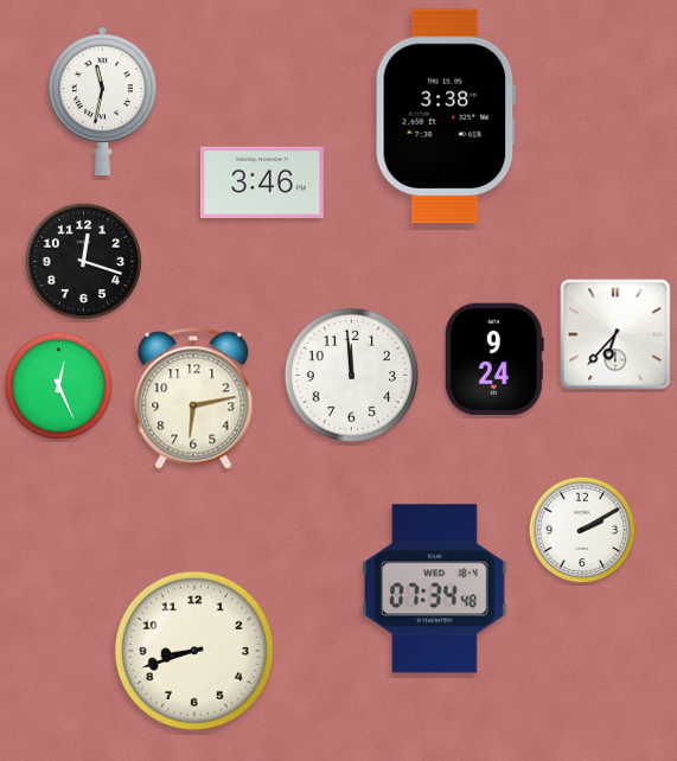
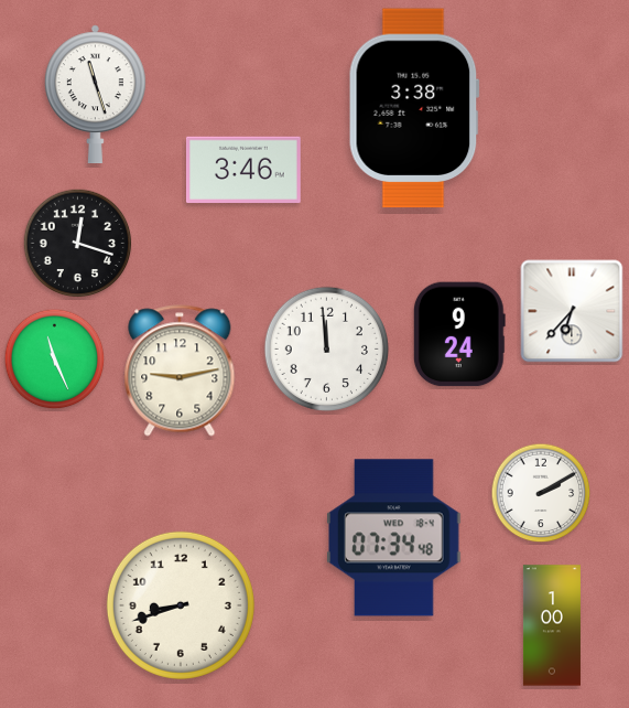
clock at (102, 102): 11:32 -> 11:27
clock at (59, 386): 12:26 -> 11:26
clock at (193, 398): 6:13 -> 9:13
clock at (435, 589) position: (435, 589) -> (394, 538)
clock at (552, 625): none -> 1:00
